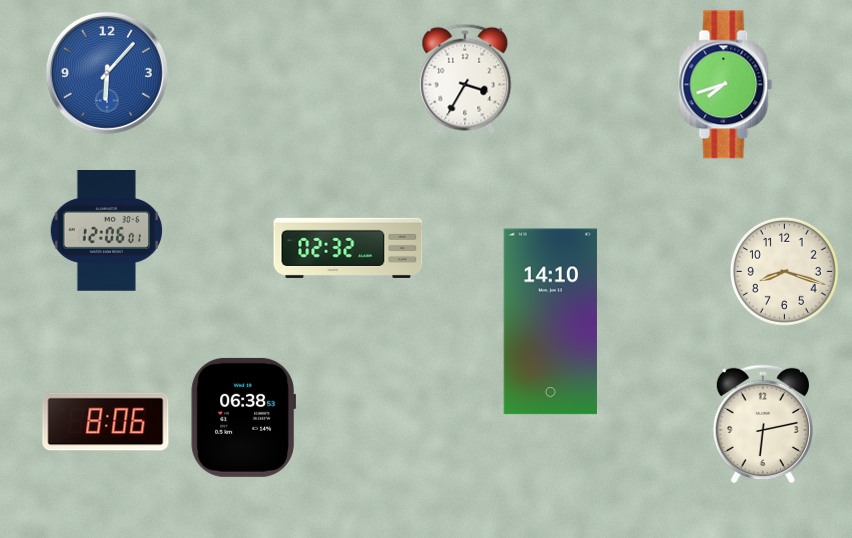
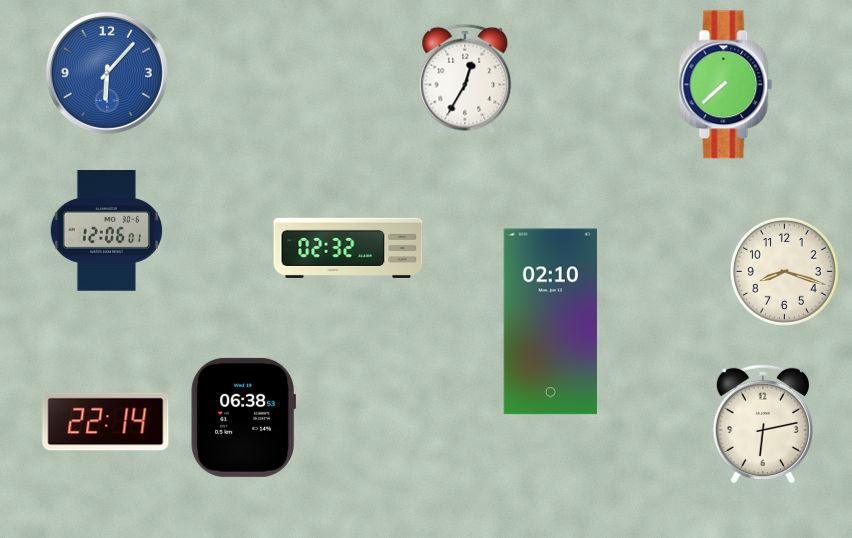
clock at (465, 79): 3:35 -> 12:35
clock at (726, 85): 7:42 -> 7:38
clock at (550, 322): 14:10 -> 02:10
clock at (106, 422): 8:06 -> 22:14
